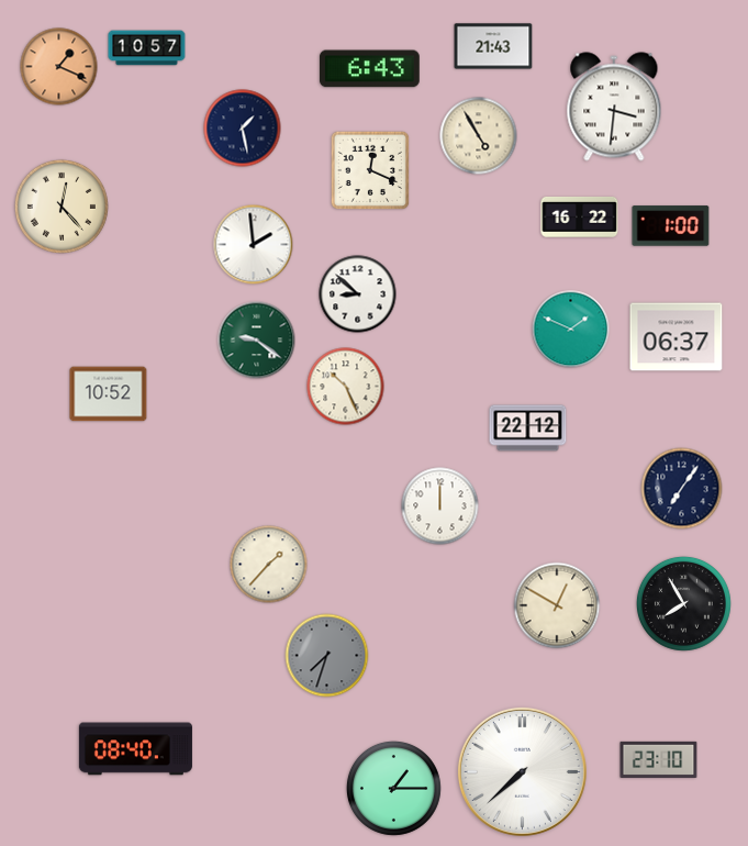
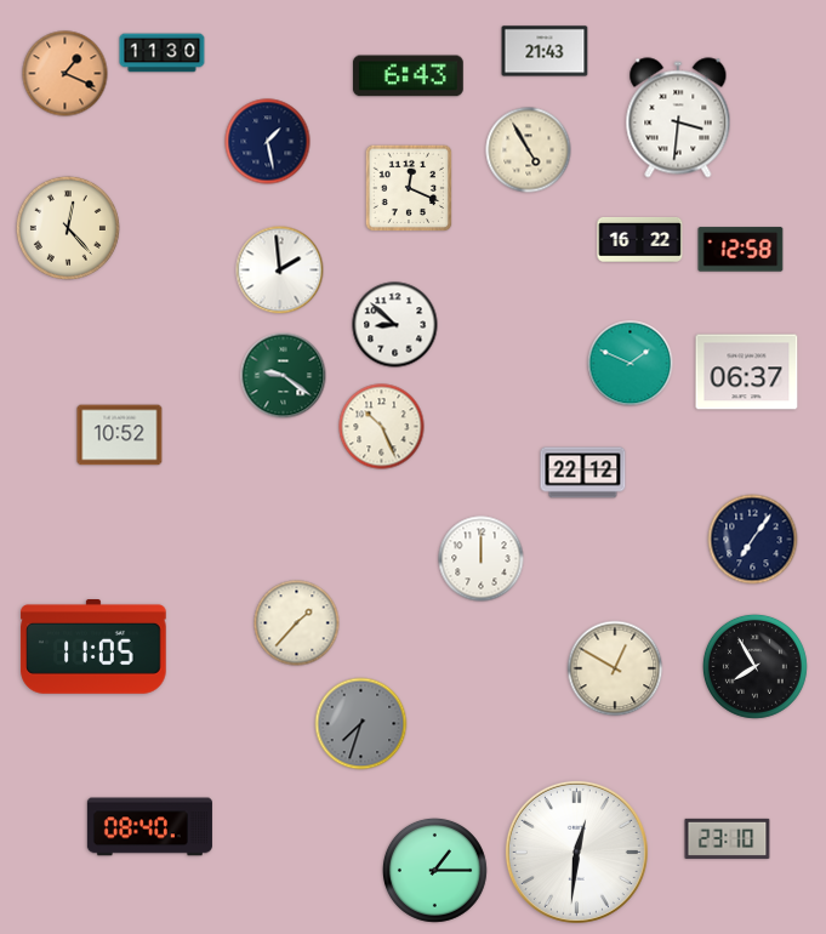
clock at (147, 48): 10:57 -> 11:30
clock at (671, 226): 1:00 -> 12:58
clock at (440, 507) position: (440, 507) -> (482, 559)
clock at (93, 648): none -> 11:05
clock at (522, 771): 7:38 -> 12:31
